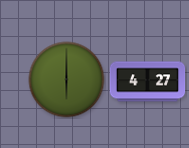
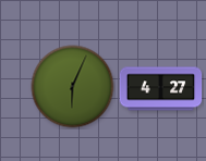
clock at (67, 80): 6:00 -> 6:04
